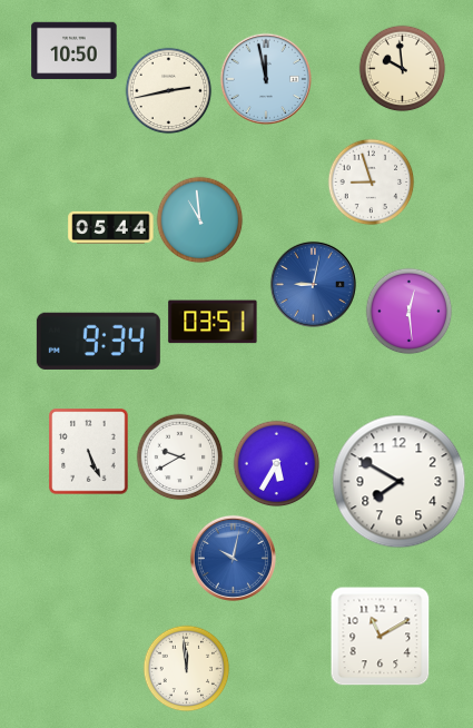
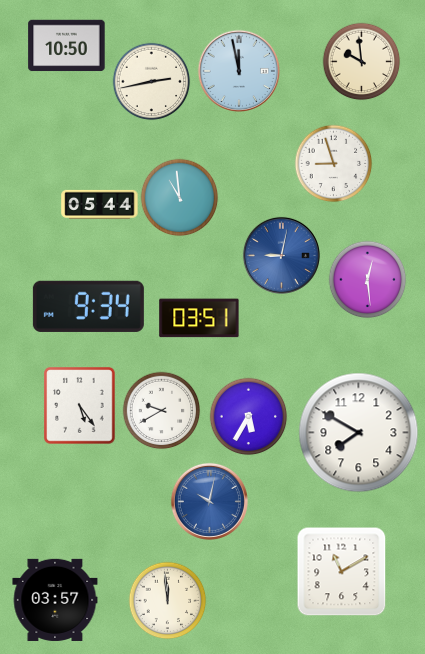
clock at (213, 322) position: (213, 322) -> (199, 318)
clock at (89, 452): 5:26 -> 5:24
clock at (55, 600): none -> 03:57
